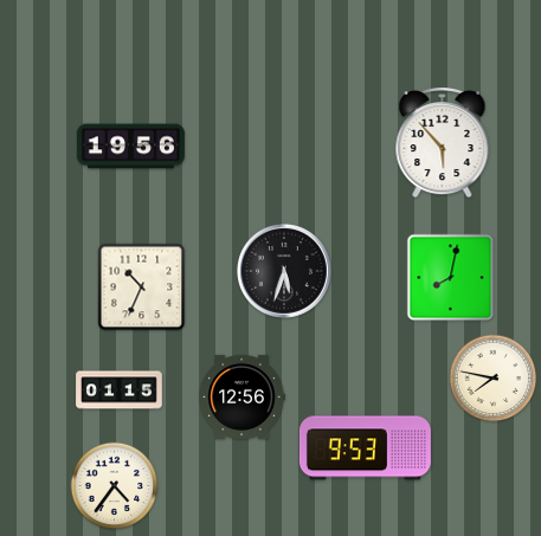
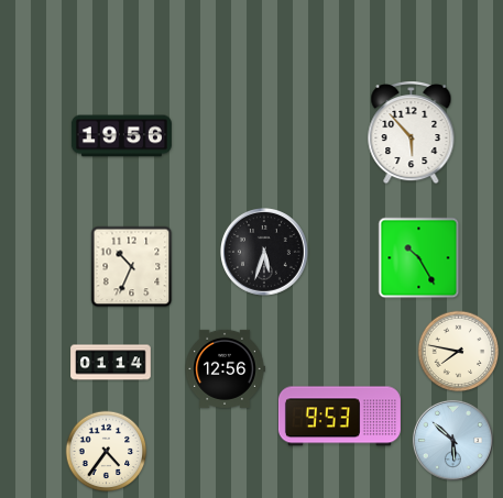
clock at (451, 278): 8:02 -> 10:25
clock at (120, 390): 01:15 -> 01:14
clock at (452, 440): none -> 5:52
